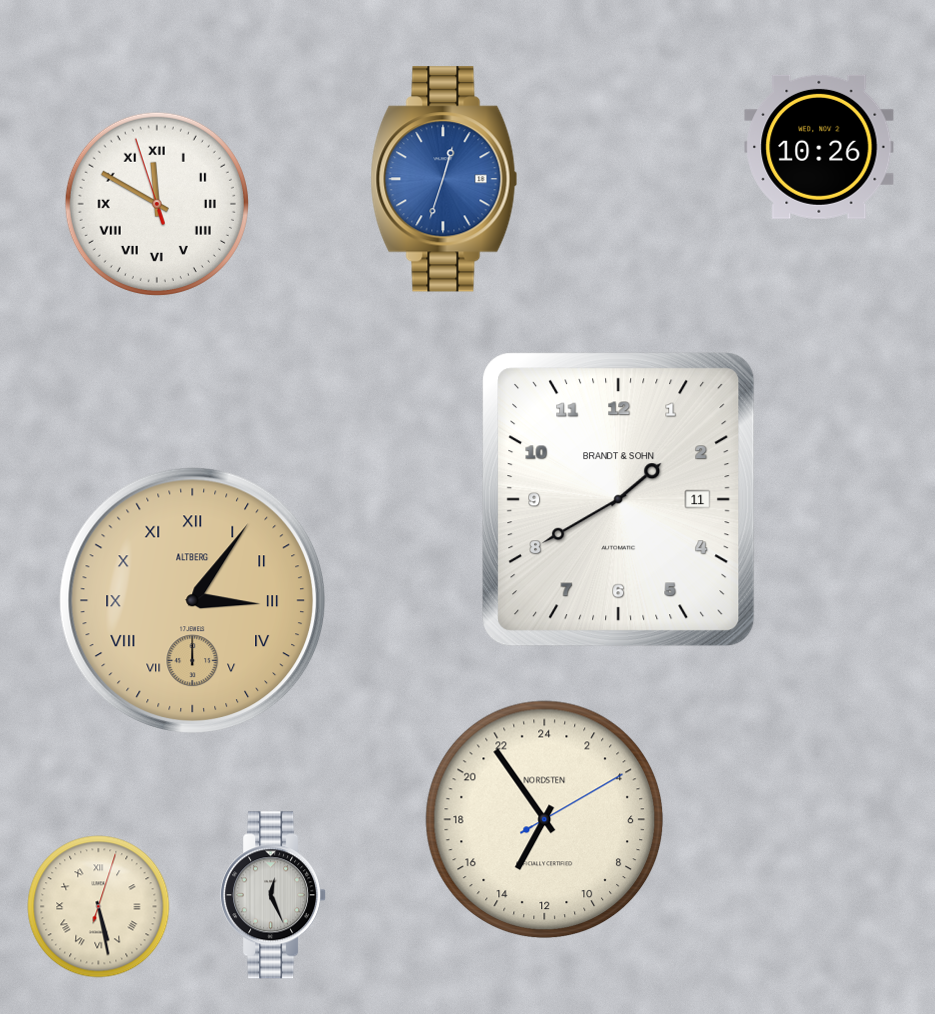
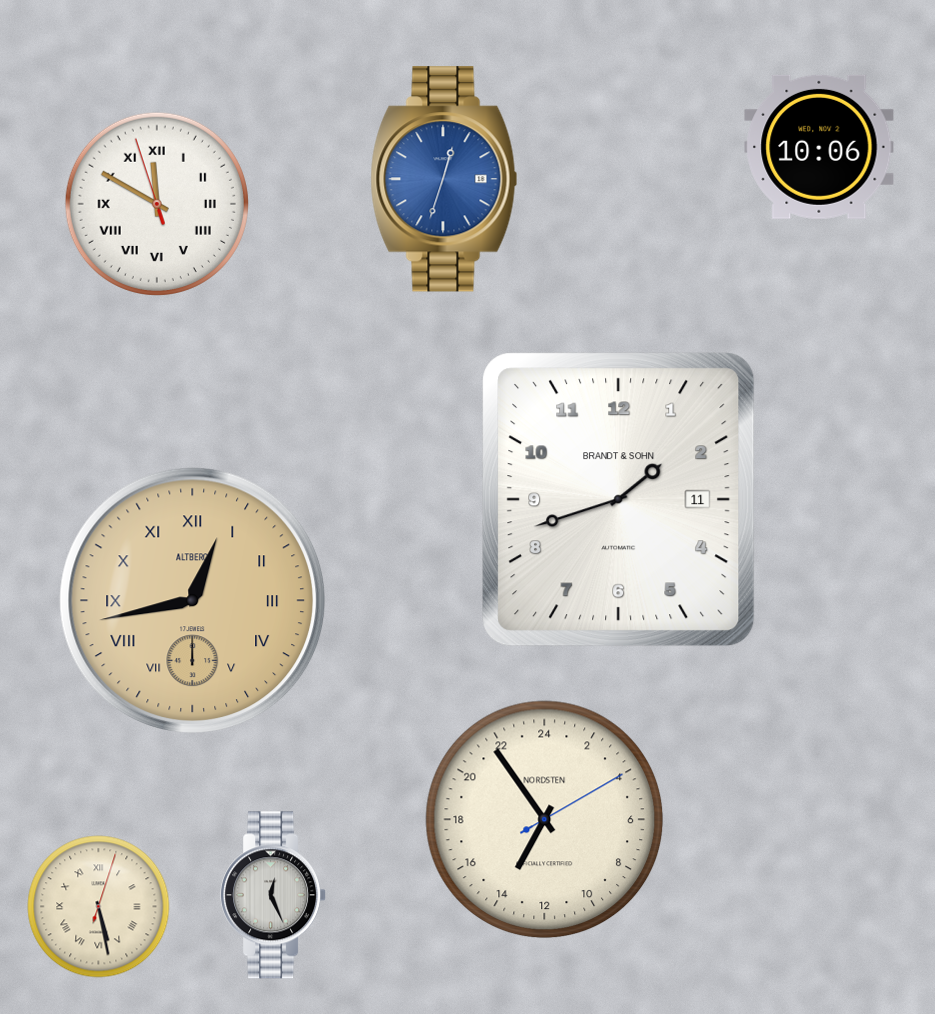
clock at (819, 147): 10:26 -> 10:06
clock at (619, 500): 1:40 -> 1:42
clock at (192, 600): 3:06 -> 12:43
